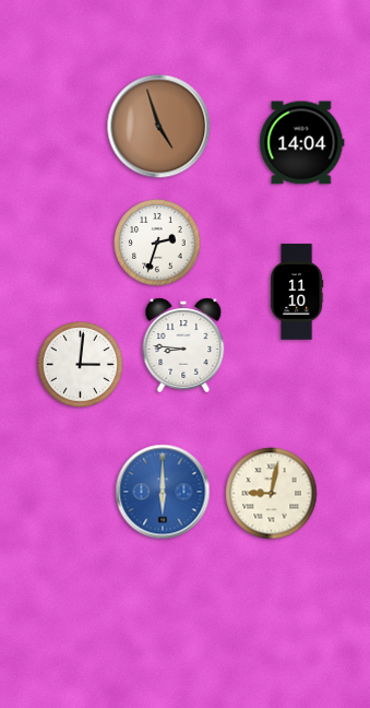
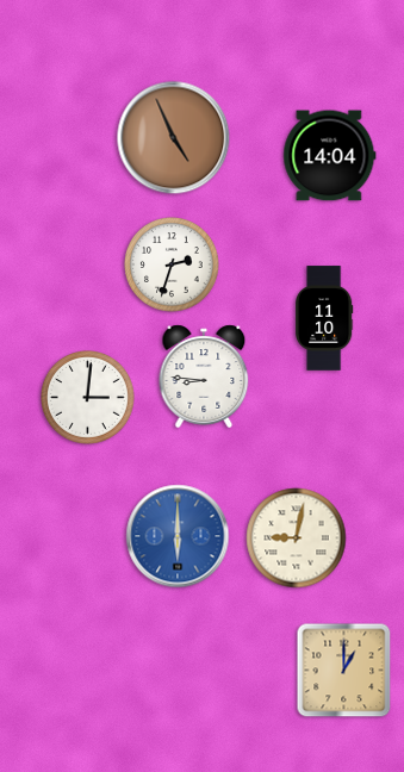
clock at (159, 127): 4:57 -> 4:56
clock at (183, 345) position: (183, 345) -> (204, 376)
clock at (344, 671): none -> 1:00
